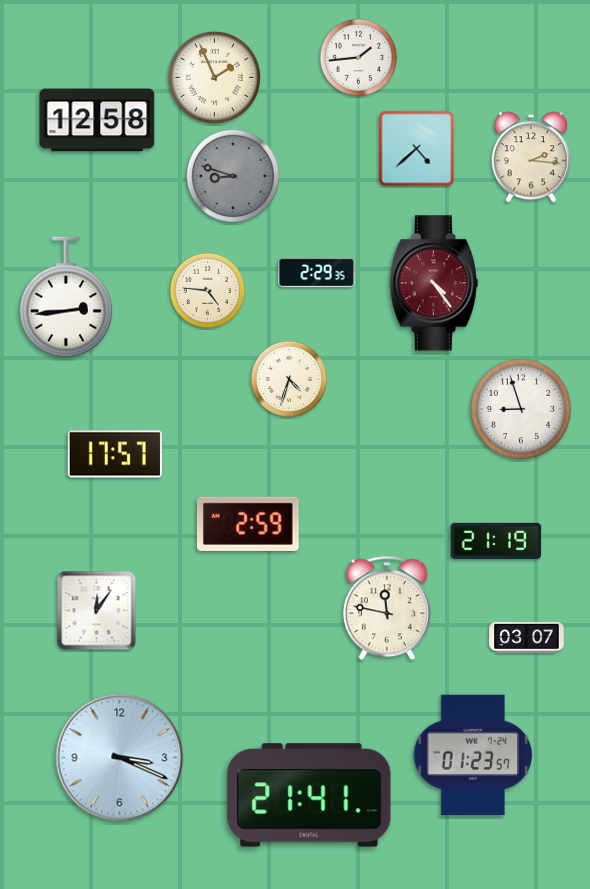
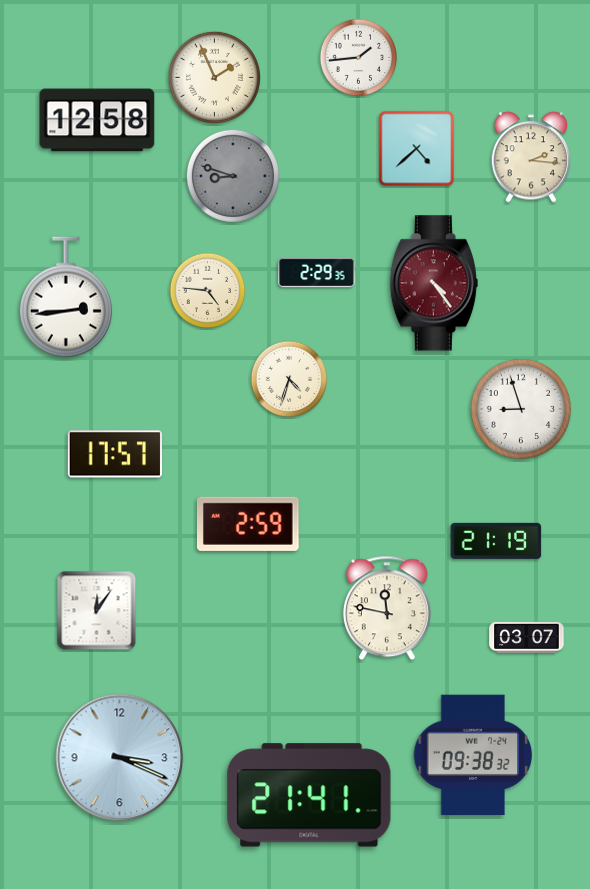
clock at (473, 755): 01:23 -> 09:38
